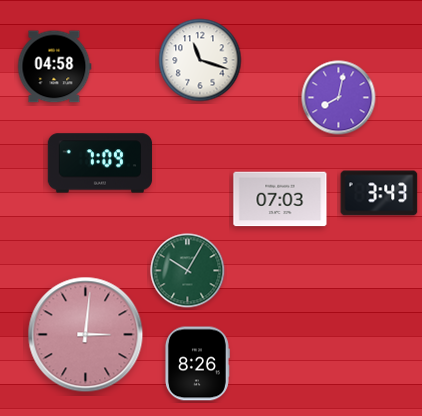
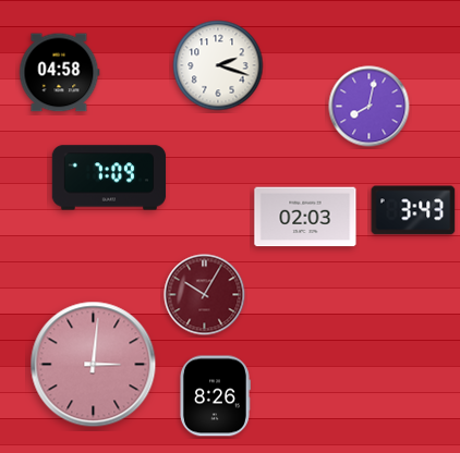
clock at (200, 60): 11:18 -> 2:18
clock at (280, 199): 07:03 -> 02:03
clock at (188, 271) dial: green -> burgundy
